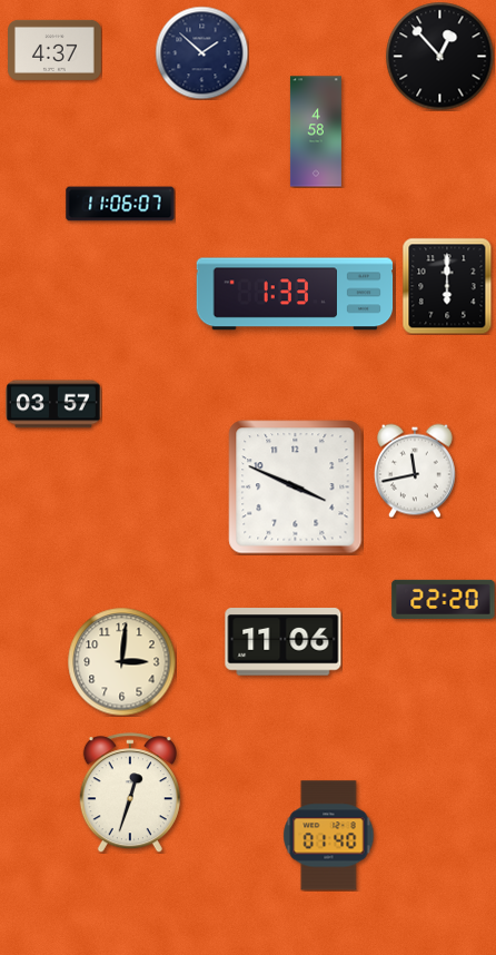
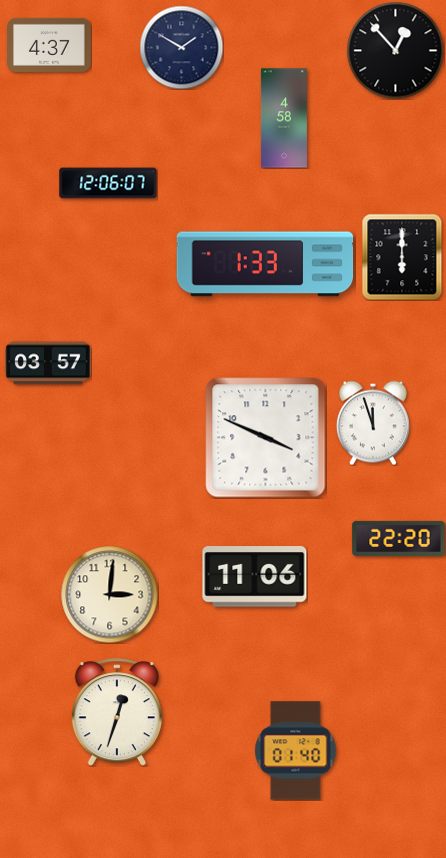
clock at (201, 52): 1:52 -> 1:50
clock at (120, 204): 11:06 -> 12:06
clock at (415, 471): 11:43 -> 11:57
